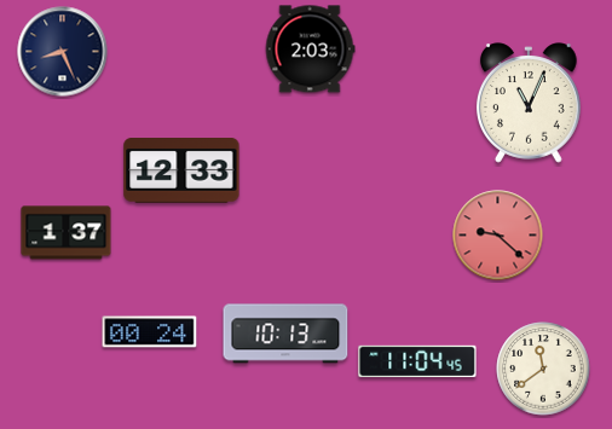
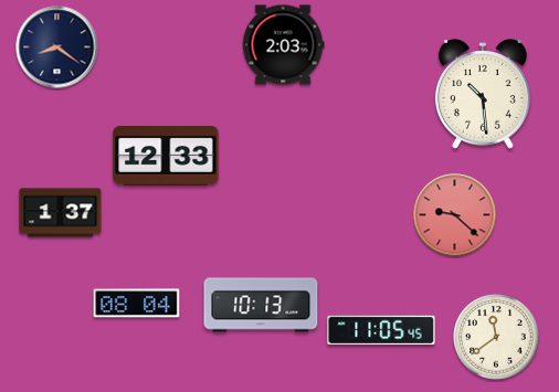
clock at (63, 52): 8:26 -> 8:21
clock at (529, 103): 11:04 -> 10:29
clock at (150, 332): 00:24 -> 08:04
clock at (417, 361): 11:04 -> 11:05
